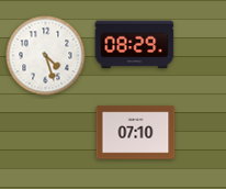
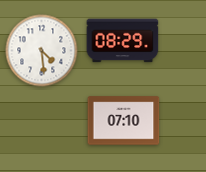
clock at (46, 56): 4:27 -> 4:29
